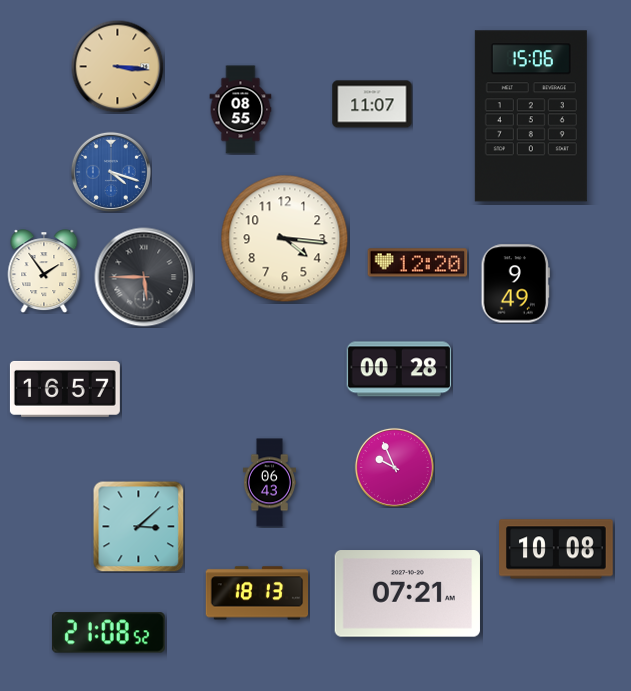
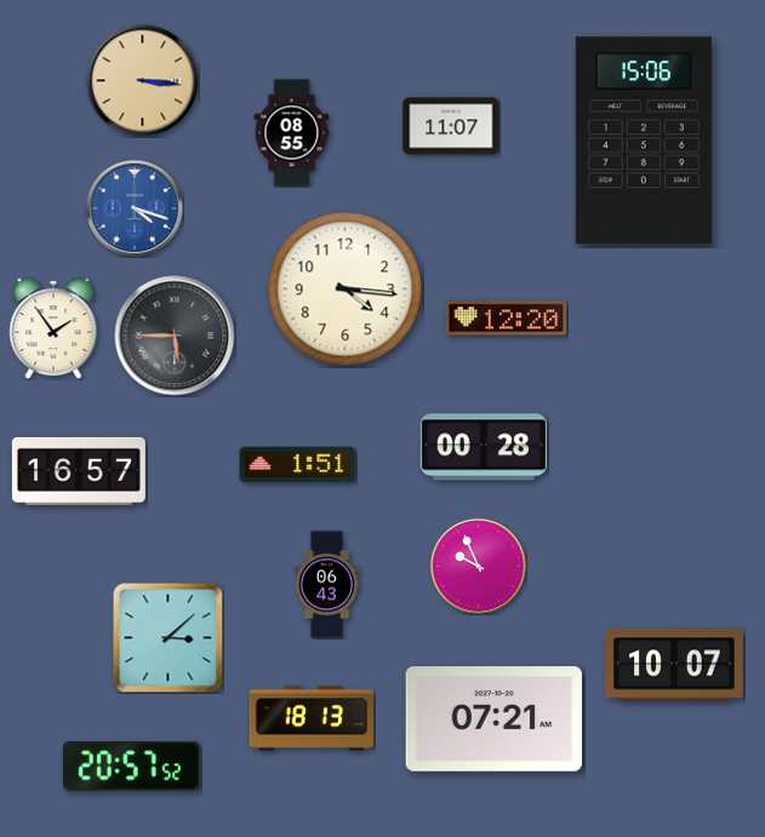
clock at (515, 284): 9:49 -> none
clock at (298, 465): none -> 1:51
clock at (556, 549): 10:08 -> 10:07
clock at (108, 633): 21:08 -> 20:57
